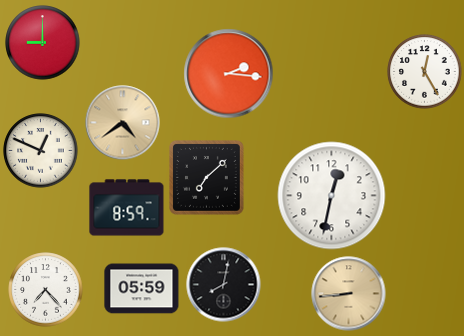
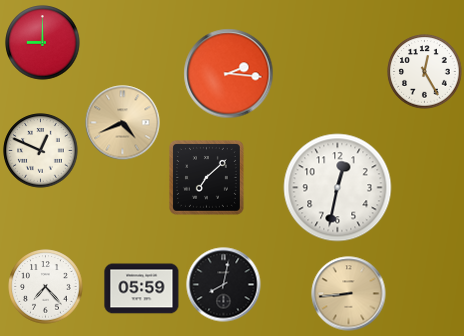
clock at (123, 123): 4:39 -> 4:41
clock at (332, 196) position: (332, 196) -> (338, 188)
clock at (127, 208): 8:59 -> none
clock at (46, 290) position: (46, 290) -> (46, 287)
